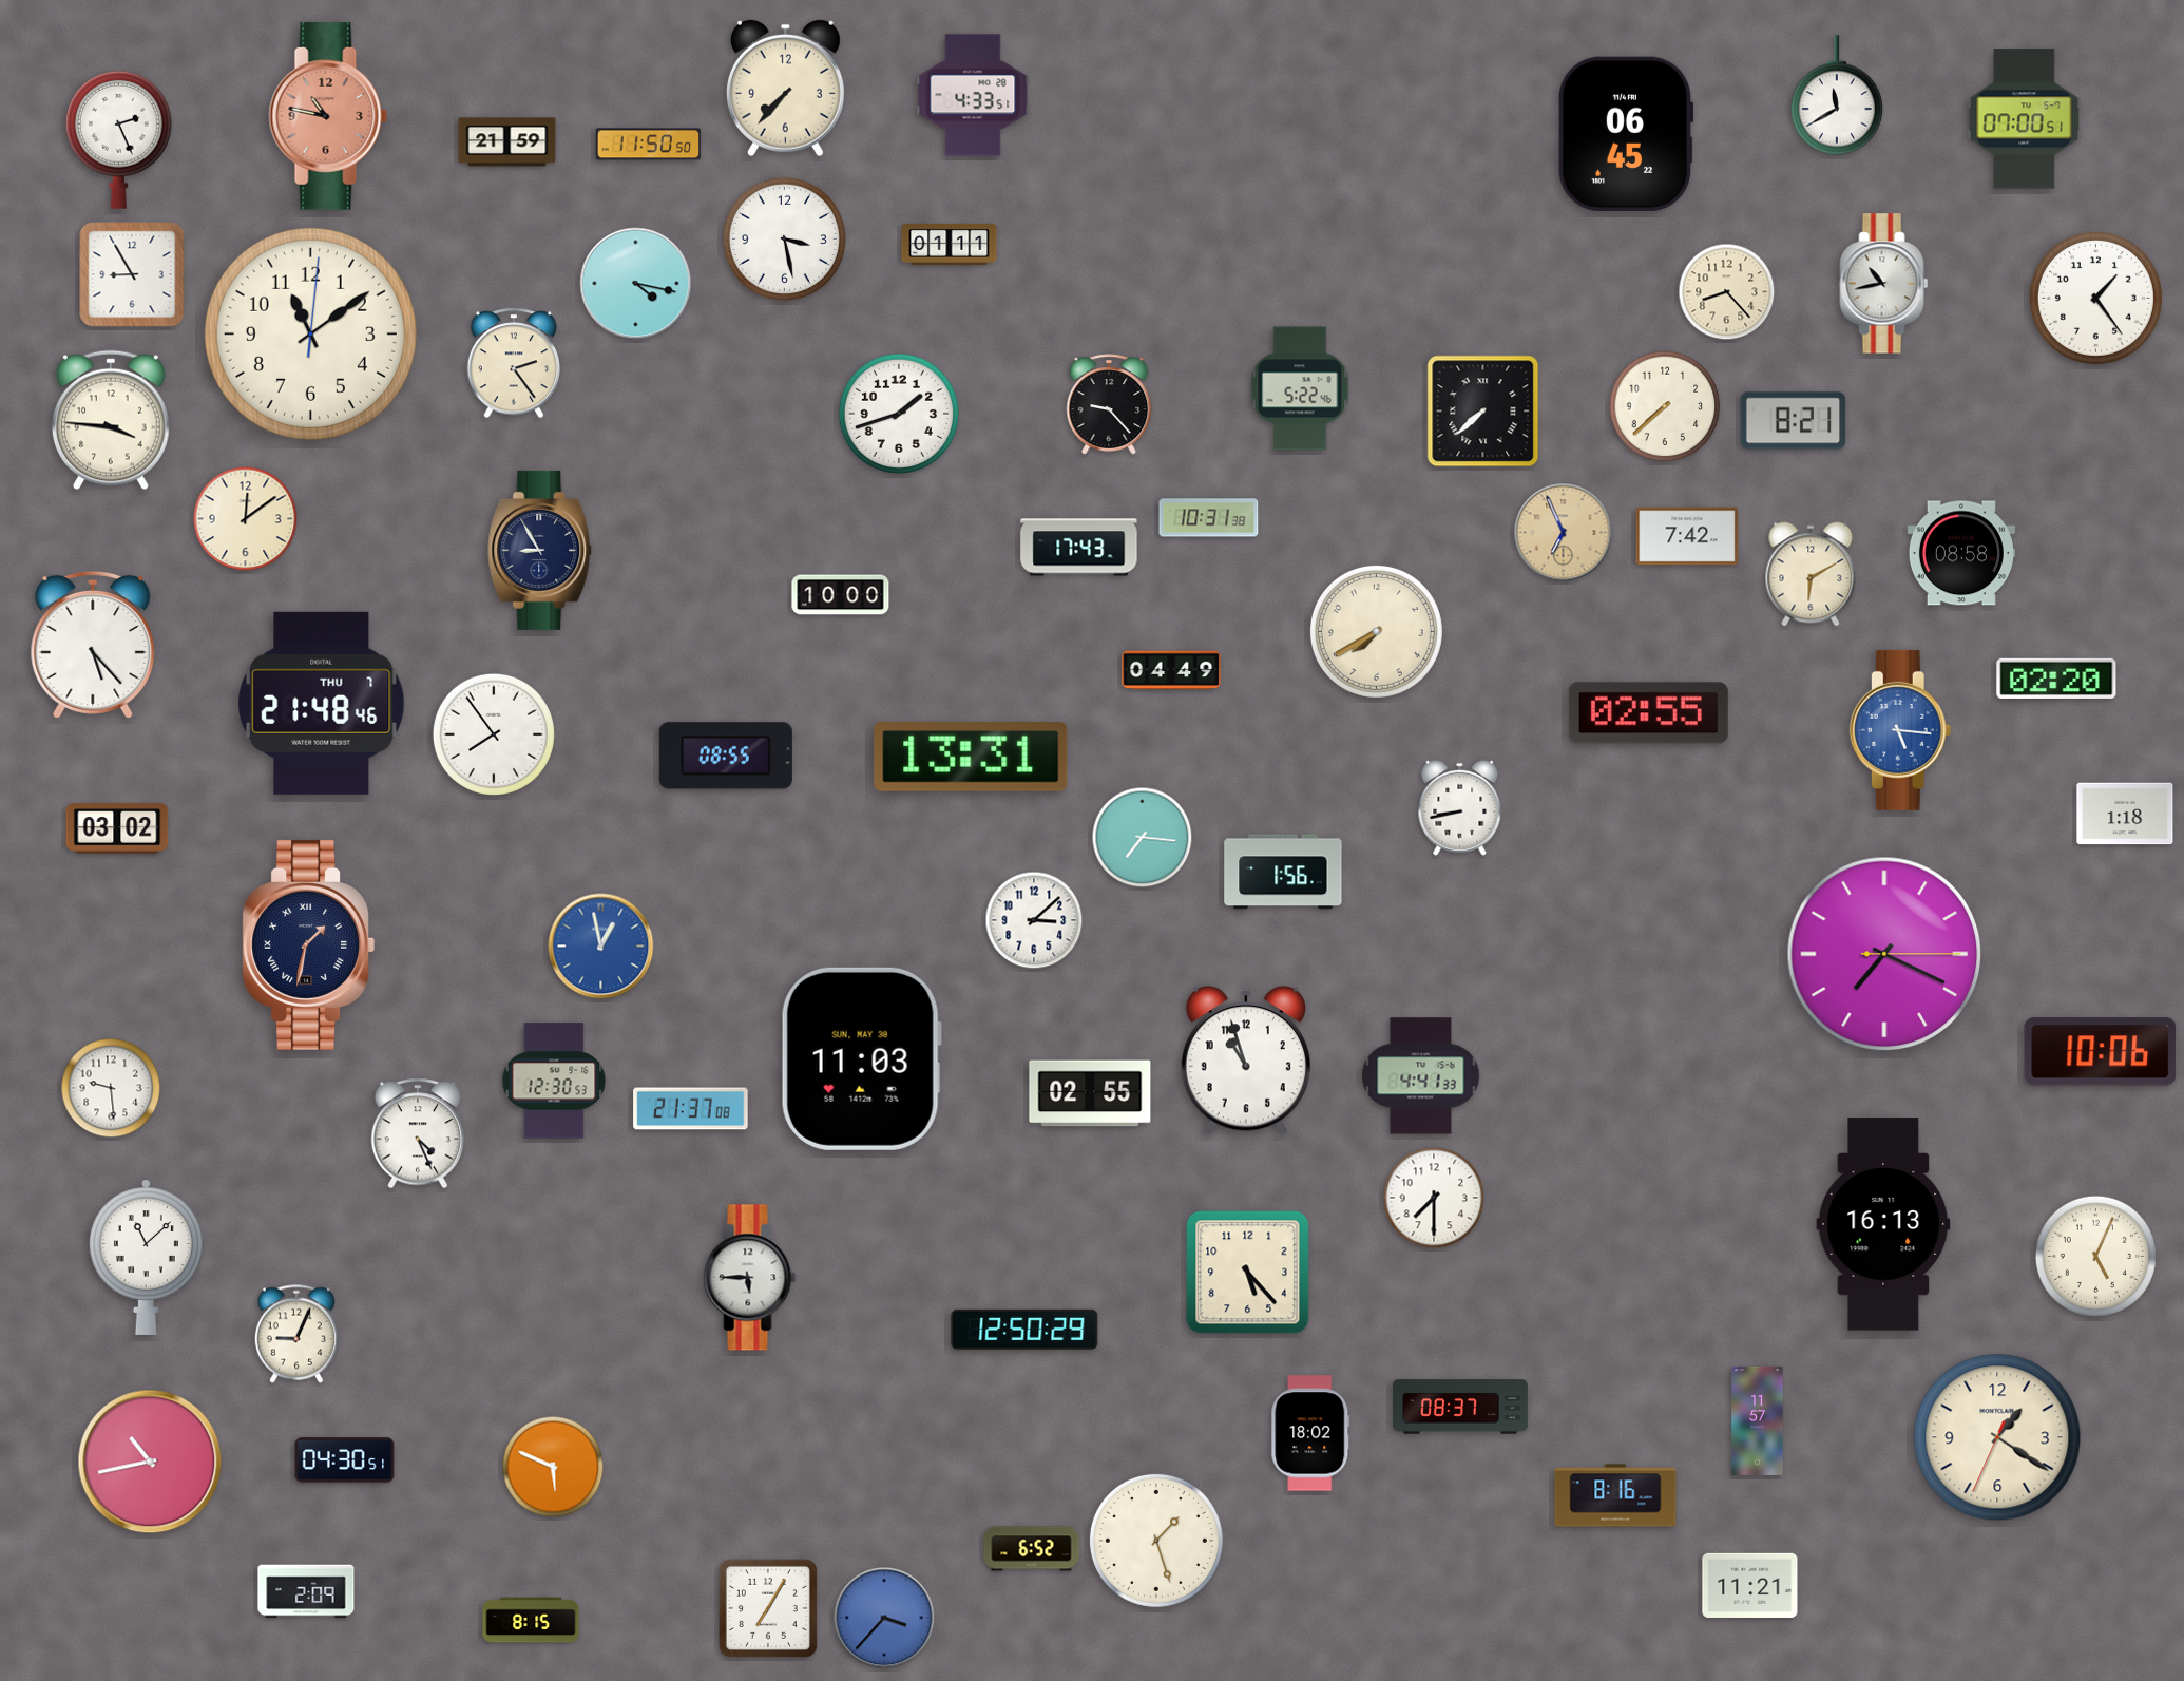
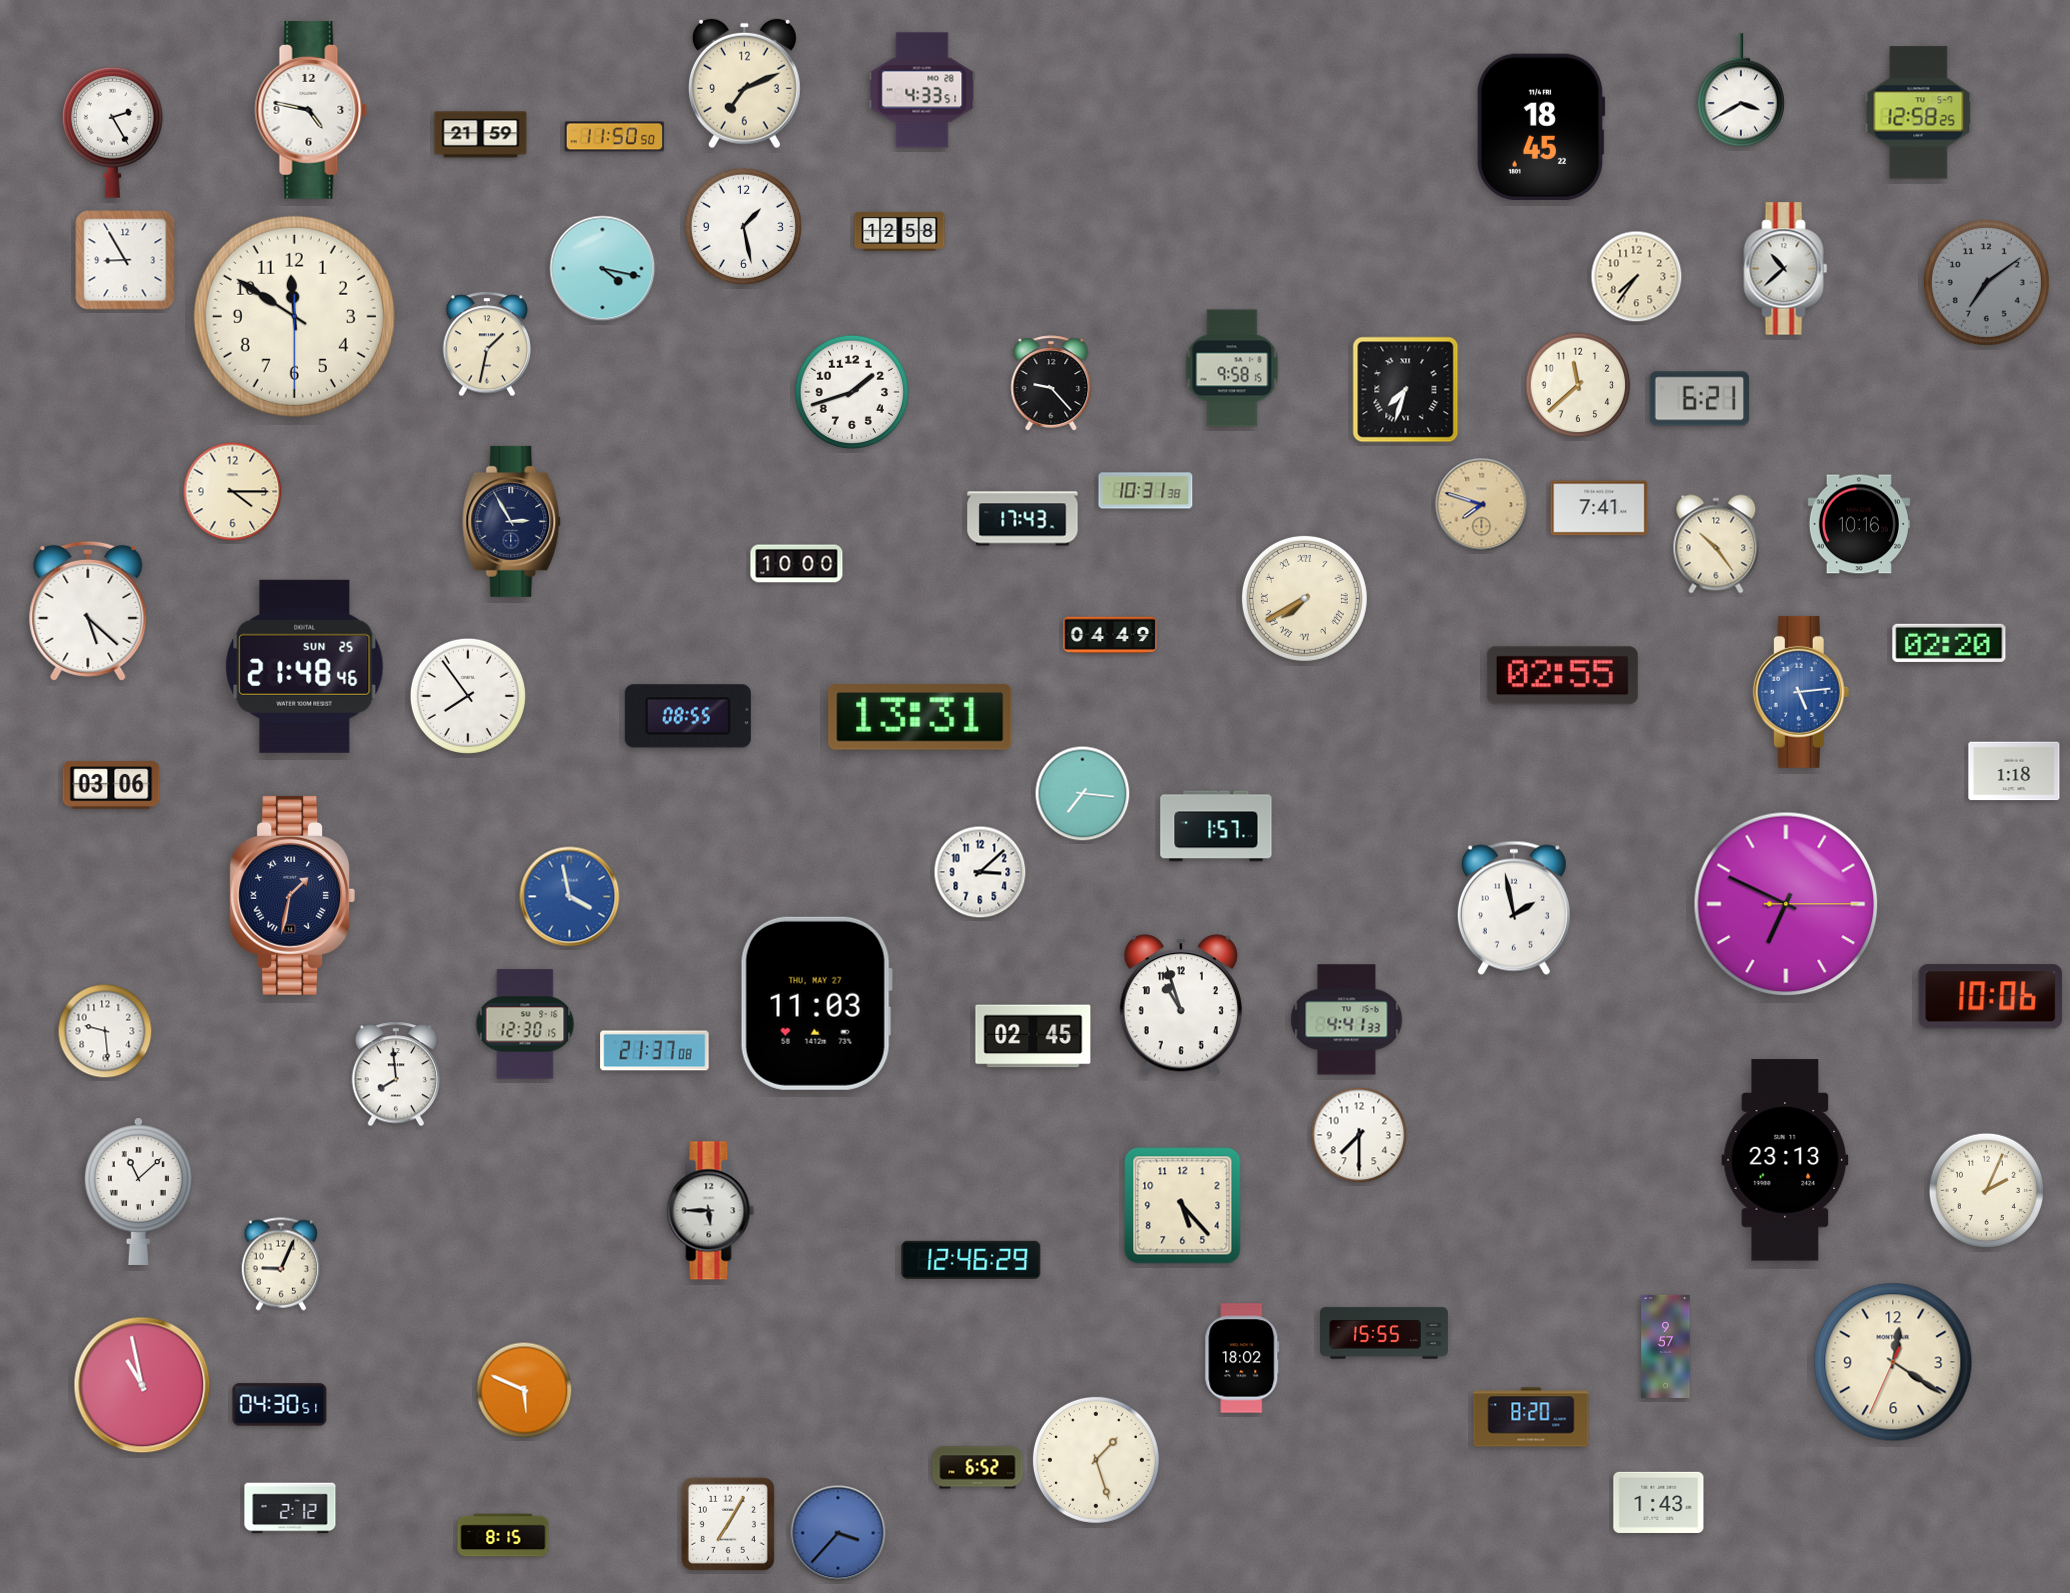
clock at (785, 89): 7:37 -> 7:11
clock at (1837, 95): 11:40 -> 3:40
clock at (328, 116): 10:47 -> 4:47
clock at (328, 116) dial: salmon -> white
clock at (2025, 119): 07:00 -> 12:58
clock at (1626, 134): 06:45 -> 18:45
clock at (118, 139): 2:26 -> 2:25
clock at (784, 238): 3:28 -> 1:28
clock at (950, 244): 01:11 -> 12:58
clock at (1884, 284): 10:43 -> 10:38
clock at (1727, 292): 8:23 -> 7:36
clock at (2095, 298): 1:24 -> 7:09
clock at (2095, 298) dial: white -> grey
clock at (310, 333): 11:09 -> 11:50
clock at (514, 363): 2:24 -> 1:32
clock at (1300, 388): 5:22 -> 9:58
clock at (1665, 406): 7:38 -> 11:38
clock at (1483, 412): 7:38 -> 7:33
clock at (111, 420): 3:46 -> none
clock at (1794, 421): 8:21 -> 6:21
clock at (246, 519): 12:09 -> 4:15
clock at (1564, 533): 6:56 -> 7:48
clock at (1687, 536): 7:42 -> 7:41
clock at (540, 550): 8:55 -> 2:55
clock at (1961, 553): 08:58 -> 10:16
clock at (1811, 574): 6:10 -> 10:24
clock at (1376, 631) numerals: Arabic -> Roman
clock at (93, 645): 5:23 -> 5:22
clock at (322, 703) date: THU 7 -> SUN 25
clock at (1900, 730): 5:16 -> 5:14
clock at (1460, 807): 8:43 -> none
clock at (117, 828): 03:02 -> 03:06
clock at (1283, 872): 1:56 -> 1:57
clock at (601, 947): 12:58 -> 3:58
clock at (1884, 954): 7:19 -> 6:49
clock at (1514, 908): none -> 1:58
clock at (861, 1058) date: SUN, MAY 30 -> THU, MAY 27
clock at (554, 1081): 12:30:53 -> 12:30:15
clock at (1090, 1093): 02:55 -> 02:45
clock at (418, 1133): 4:26 -> 7:59
clock at (1883, 1224): 16:13 -> 23:13
clock at (2095, 1256): 5:04 -> 2:04
clock at (1024, 1330): 12:50 -> 12:46
clock at (1460, 1407): 08:37 -> 15:55
clock at (1758, 1420): 11:57 -> 9:57
clock at (1997, 1437): 1:20 -> 12:20
clock at (345, 1460) position: (345, 1460) -> (280, 1405)
clock at (150, 1462): 10:43 -> 10:58
clock at (1615, 1495): 8:16 -> 8:20
clock at (1750, 1585): 11:21 -> 1:43
clock at (306, 1591): 2:09 -> 2:12
